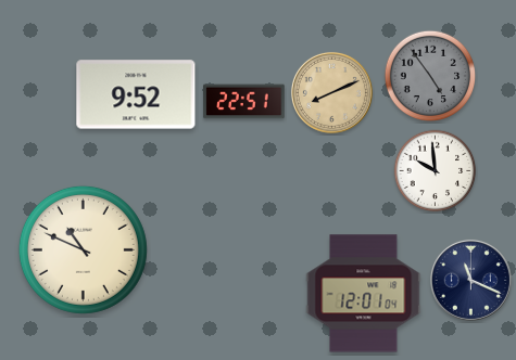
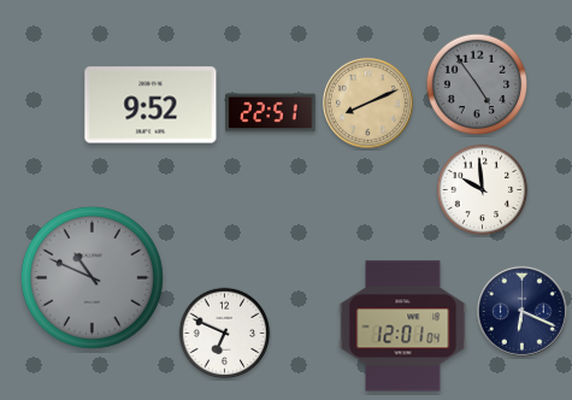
clock at (83, 249) dial: cream -> grey
clock at (470, 280): 11:19 -> 6:19
clock at (225, 334): none -> 6:49
